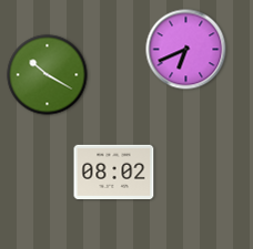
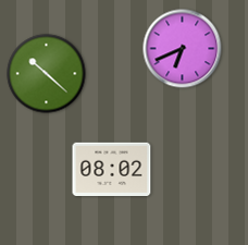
clock at (48, 75): 10:20 -> 10:22
